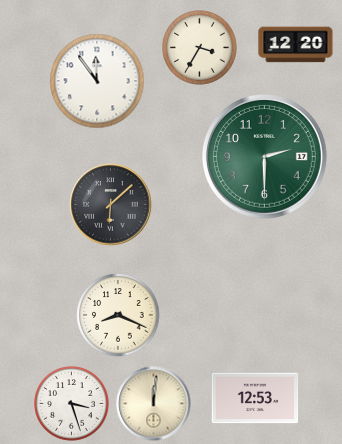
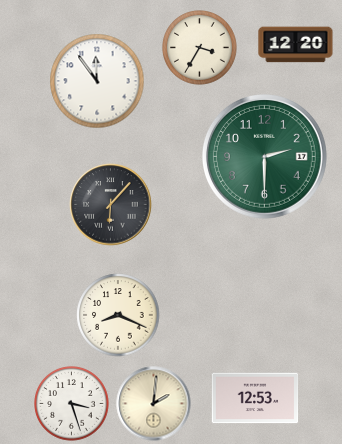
clock at (111, 205): 6:08 -> 6:07
clock at (154, 404): 12:01 -> 2:01
